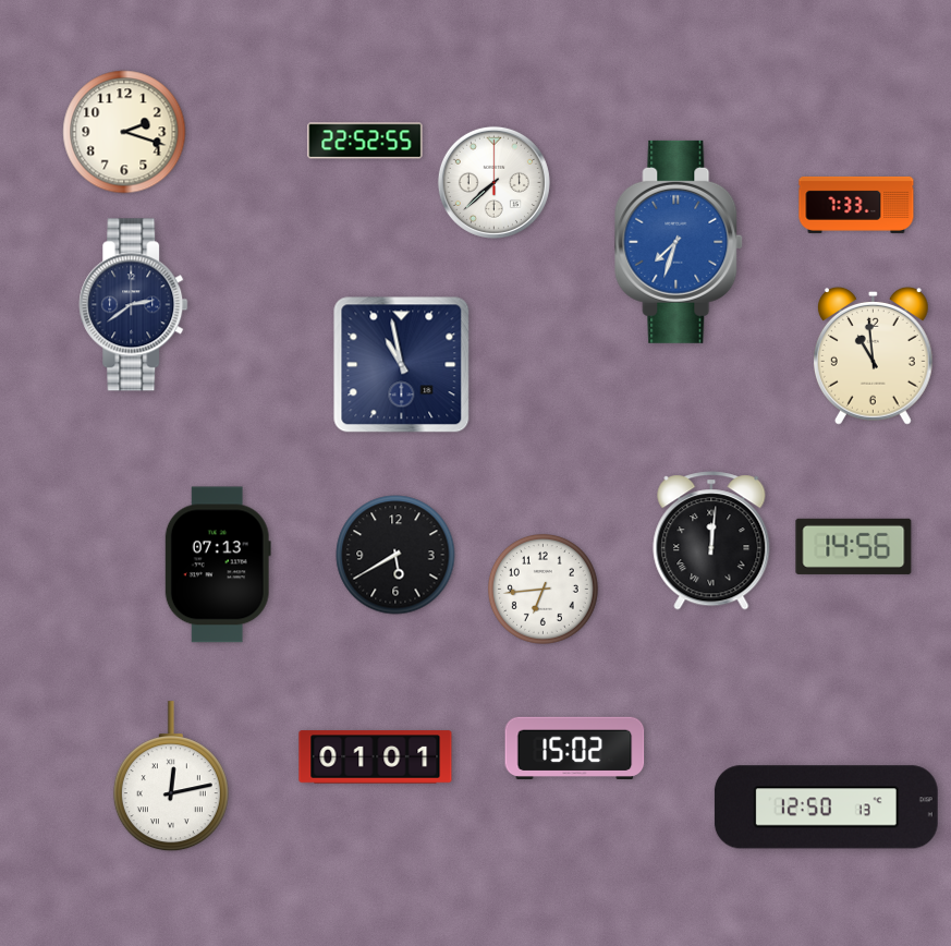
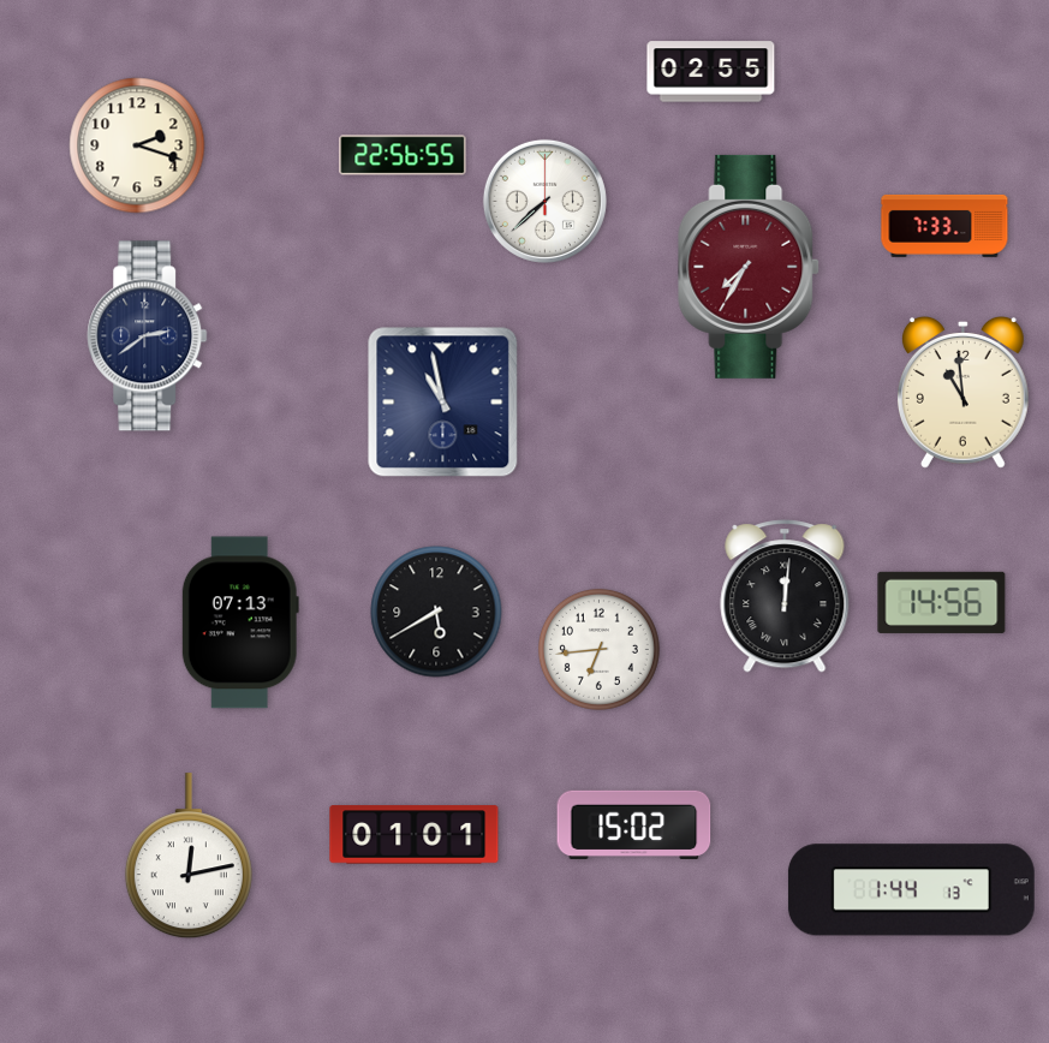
clock at (711, 72): none -> 02:55
clock at (365, 141): 22:52 -> 22:56
clock at (680, 242): 7:33 -> 7:35
clock at (680, 242) dial: blue -> burgundy
clock at (826, 808): 12:50 -> 1:44
